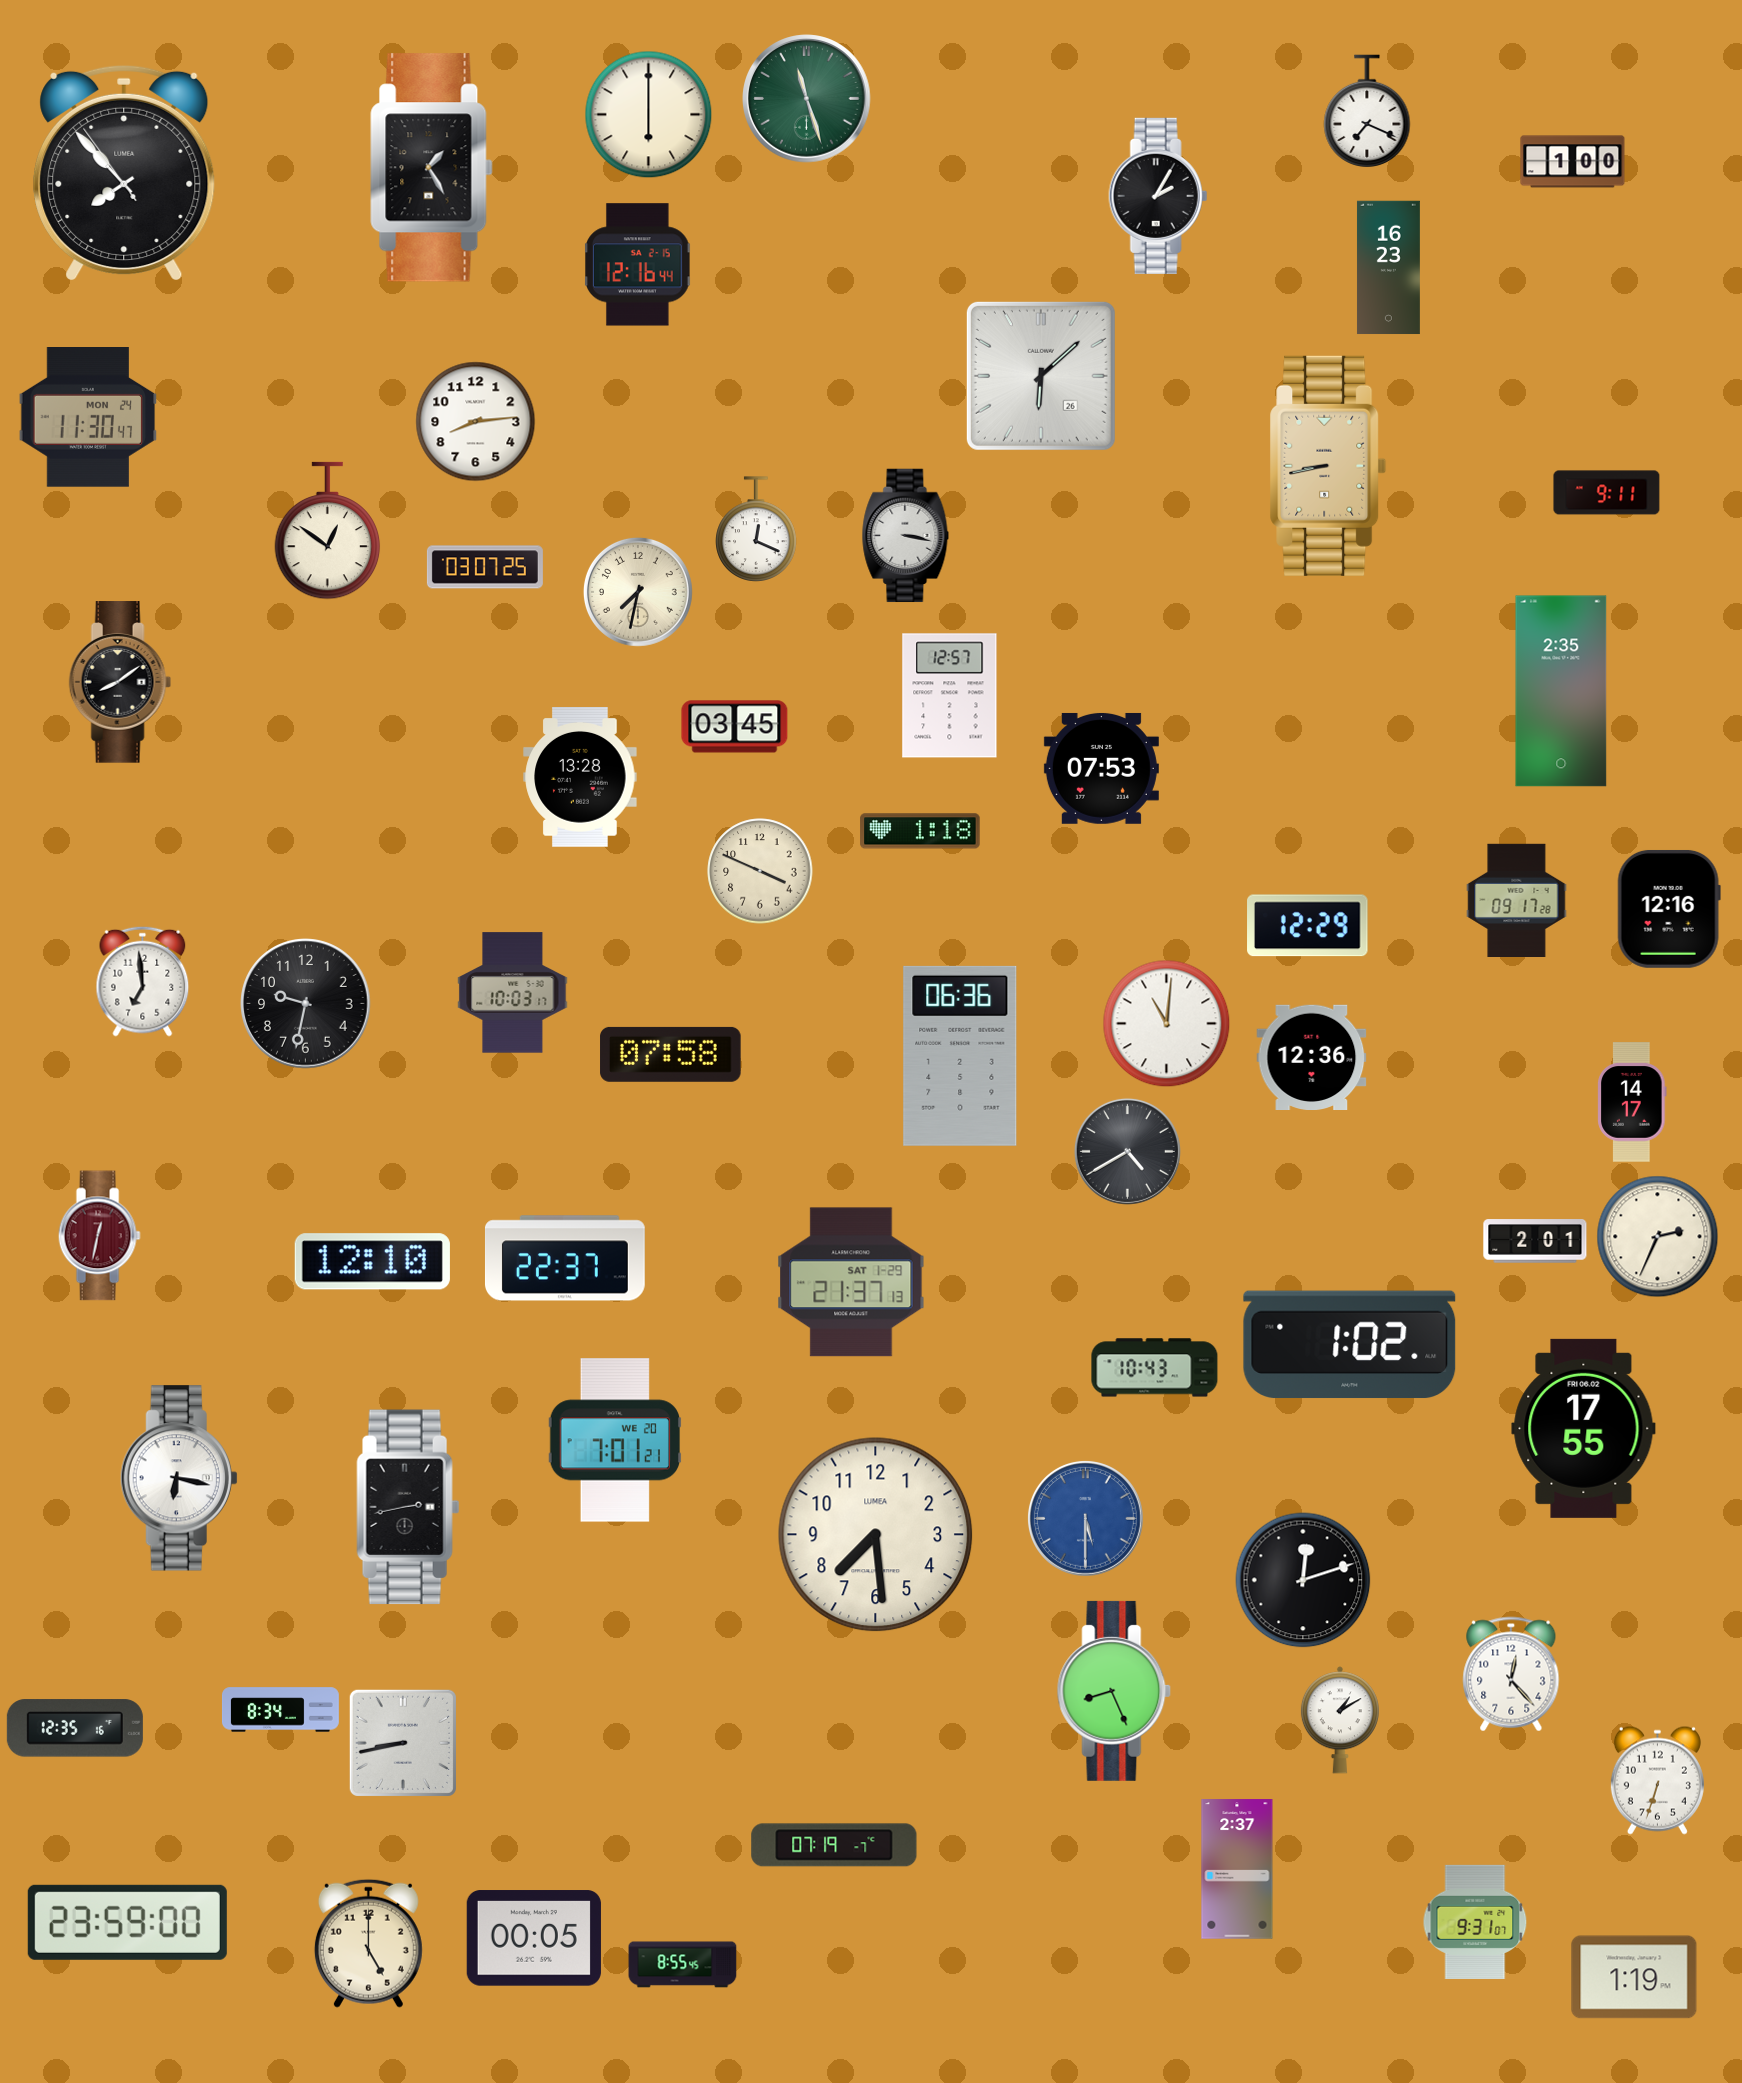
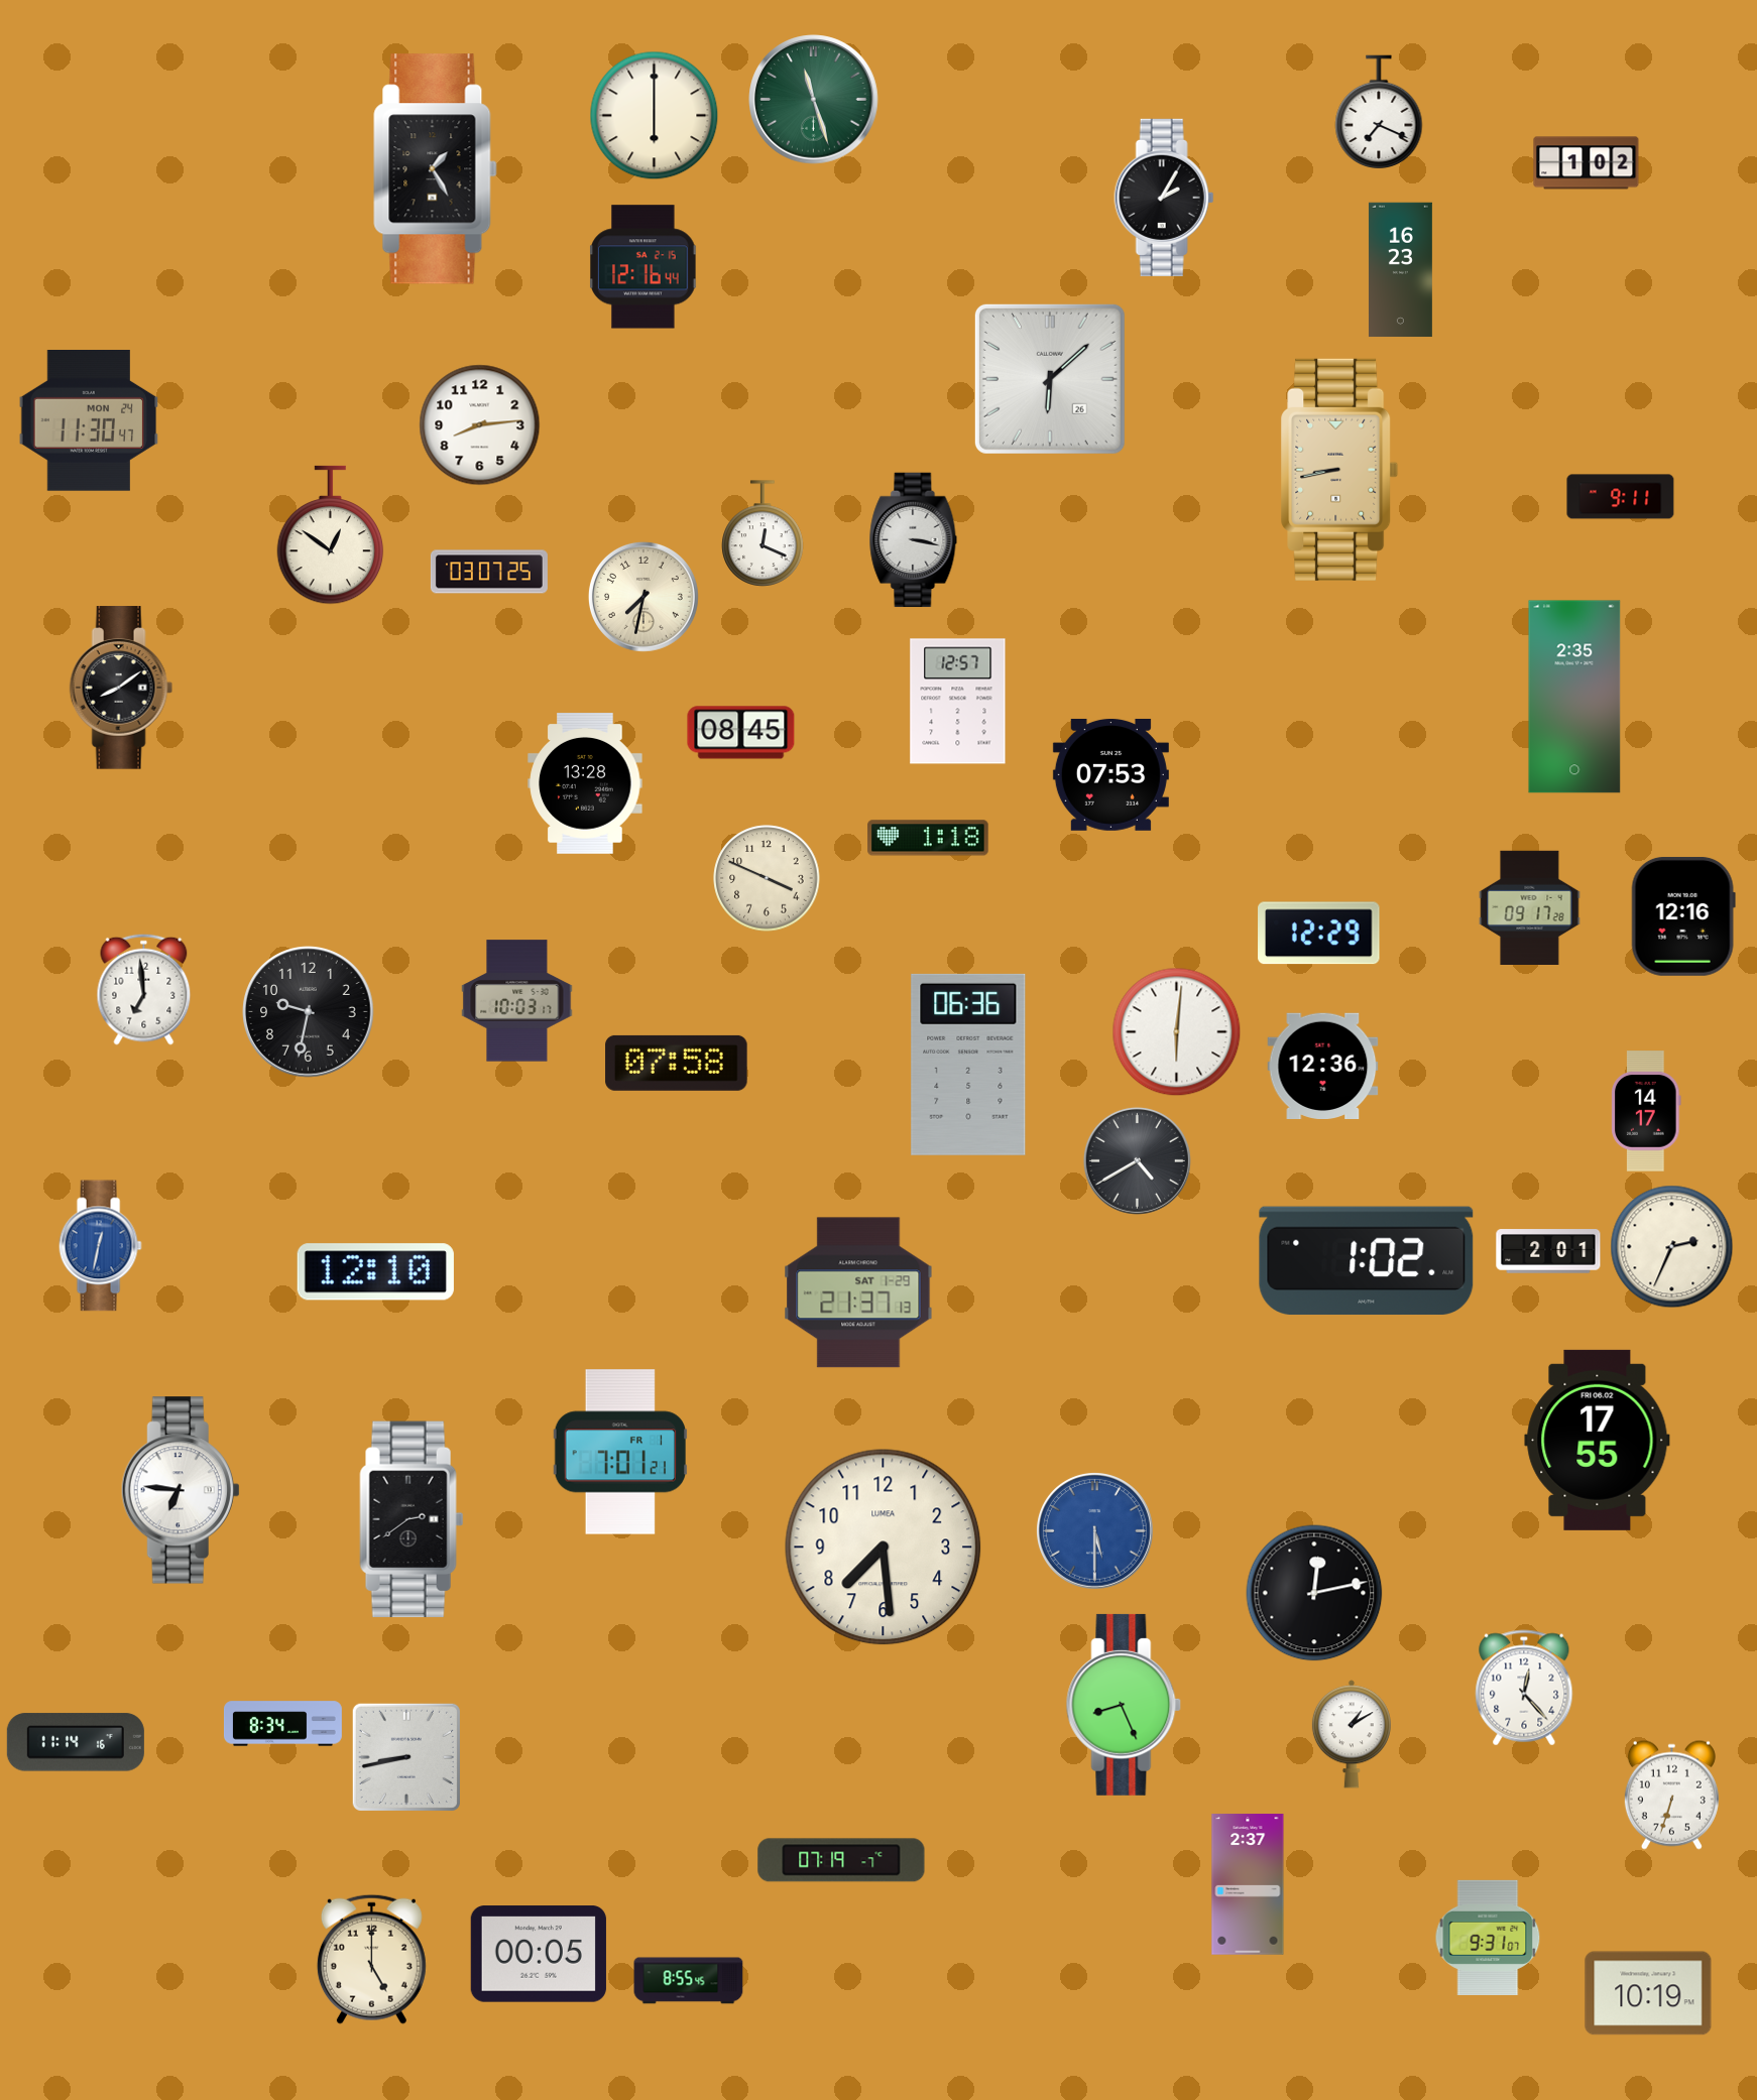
clock at (1573, 162): 1:00 -> 1:02
clock at (124, 172): 7:52 -> none
clock at (1158, 196) position: (1158, 196) -> (1164, 198)
clock at (735, 727): 03:45 -> 08:45
clock at (1167, 1024): 11:01 -> 6:01
clock at (99, 1236) dial: burgundy -> blue
clock at (565, 1258): 22:37 -> none
clock at (1350, 1345) position: (1350, 1345) -> (1367, 1261)
clock at (1155, 1368): 10:43 -> none
clock at (614, 1440) date: WE 20 -> FR 1
clock at (179, 1478): 6:17 -> 6:46
clock at (408, 1507): 2:43 -> 2:39
clock at (1303, 1580): 12:12 -> 12:13
clock at (75, 1728): 12:35 -> 11:14
clock at (127, 1922): 23:59 -> none
clock at (1634, 1977): 1:19 -> 10:19
